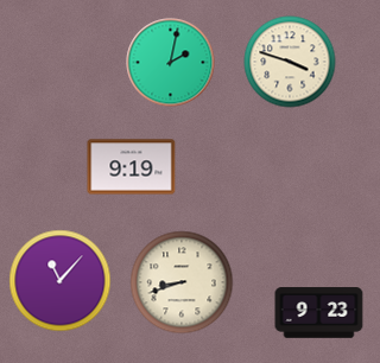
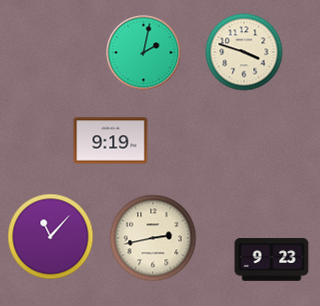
clock at (182, 282): 8:42 -> 2:43
clock at (319, 313) position: (319, 313) -> (272, 260)
